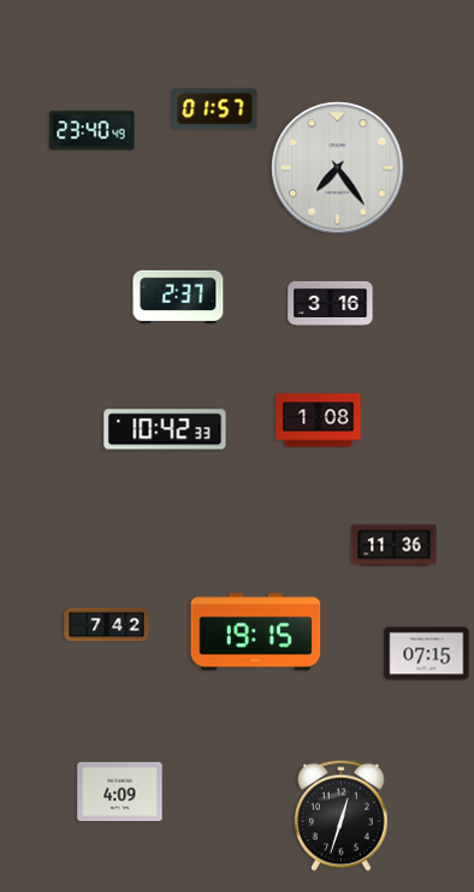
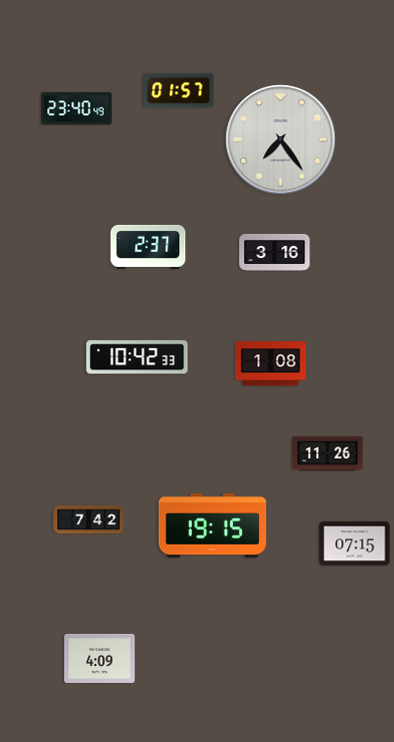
clock at (319, 421) position: (319, 421) -> (271, 364)
clock at (395, 546): 11:36 -> 11:26
clock at (342, 815): 12:33 -> none
